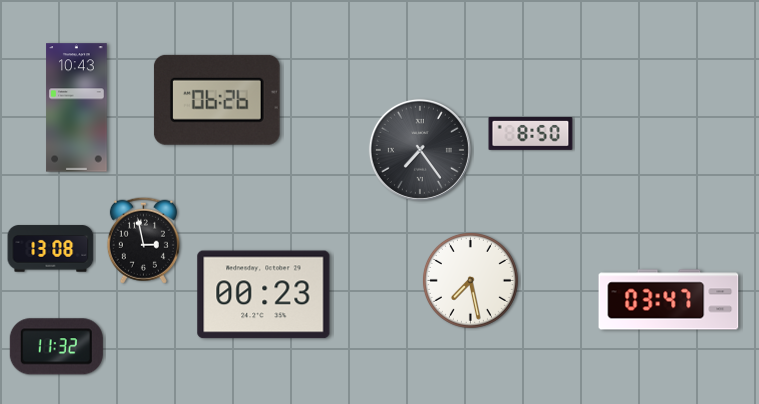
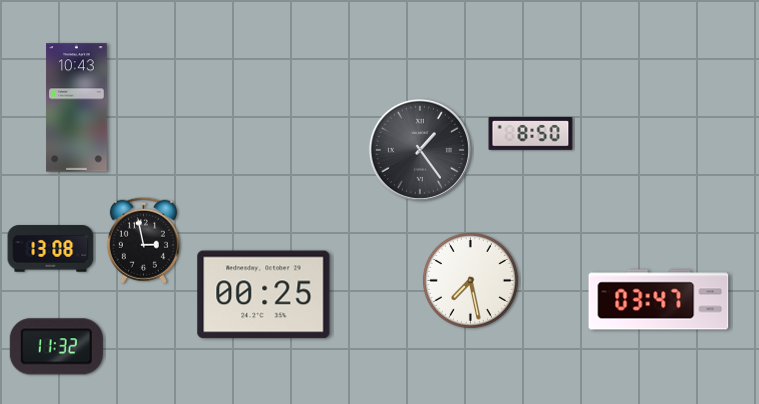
clock at (217, 100): 06:26 -> none
clock at (420, 150): 7:24 -> 1:24
clock at (264, 295): 00:23 -> 00:25
clock at (669, 300) position: (669, 300) -> (659, 300)
